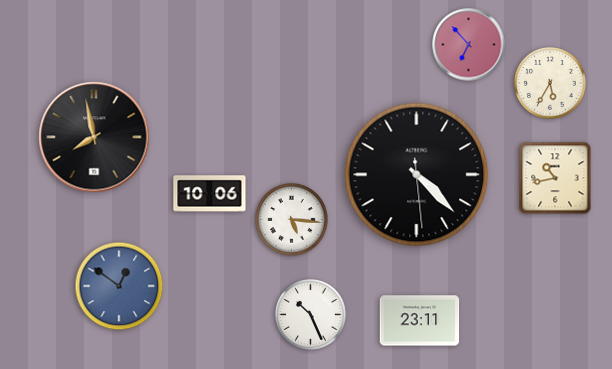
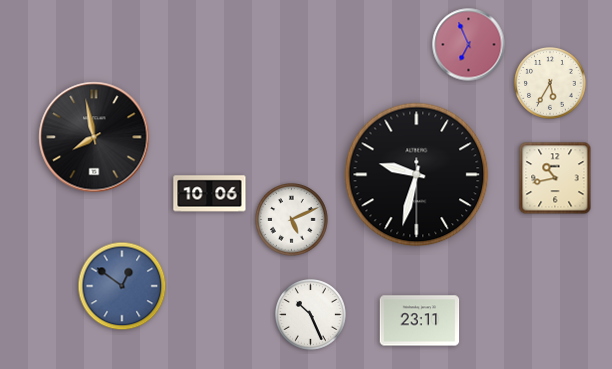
clock at (469, 45): 6:53 -> 6:56
clock at (417, 175): 4:22 -> 9:32
clock at (292, 220): 5:16 -> 5:11
clock at (119, 286) position: (119, 286) -> (122, 286)
